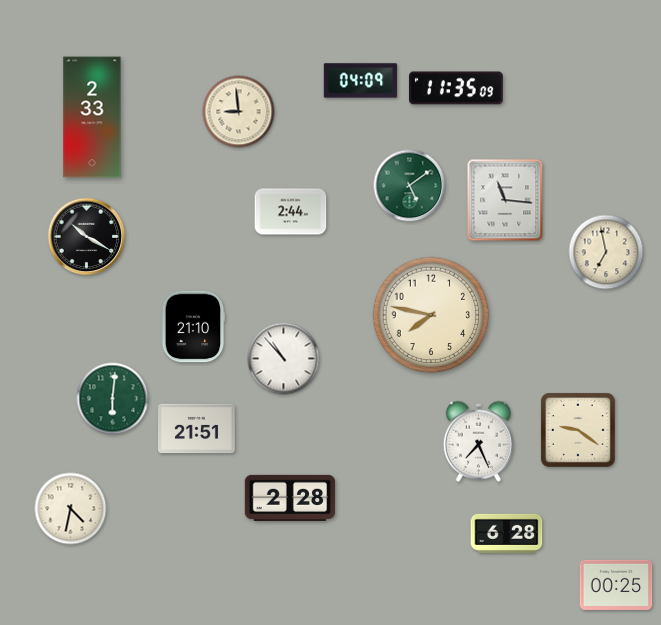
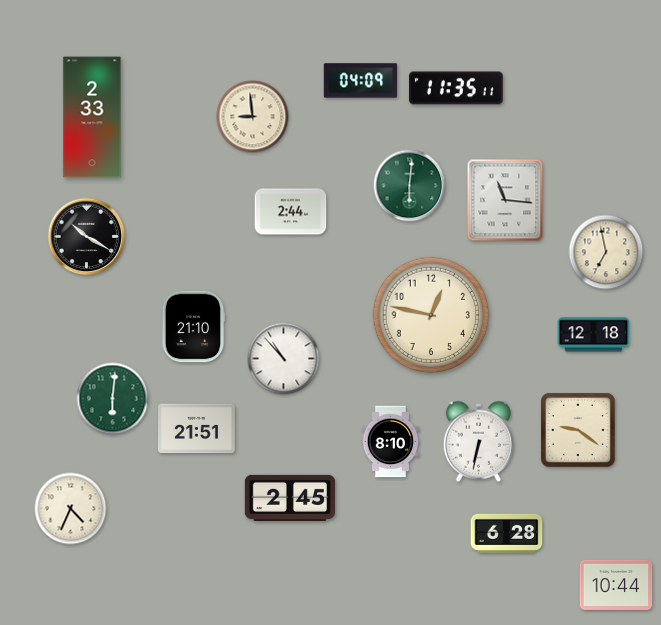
clock at (457, 88): 11:35:09 -> 11:35:11
clock at (239, 112) position: (239, 112) -> (253, 117)
clock at (410, 186): 5:09 -> 6:01
clock at (431, 315): 7:47 -> 12:47
clock at (594, 335): none -> 12:18
clock at (478, 441): 7:26 -> 6:32
clock at (391, 442): none -> 8:10
clock at (290, 497): 2:28 -> 2:45
clock at (71, 509): 4:32 -> 4:34
clock at (616, 585): 00:25 -> 10:44
